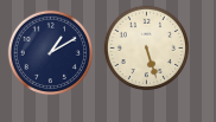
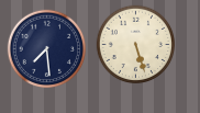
clock at (51, 53): 1:10 -> 7:29
